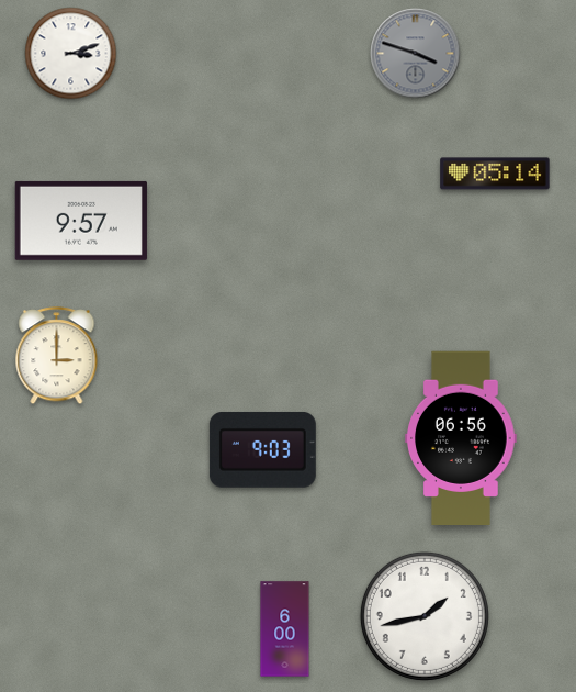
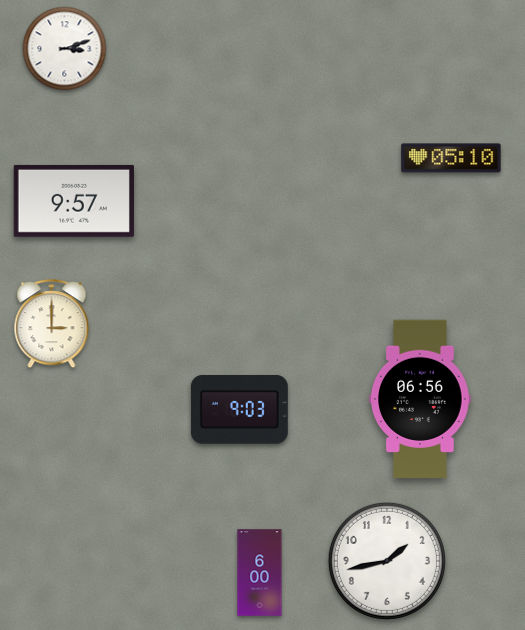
clock at (416, 54): 3:48 -> none
clock at (495, 174): 05:14 -> 05:10
